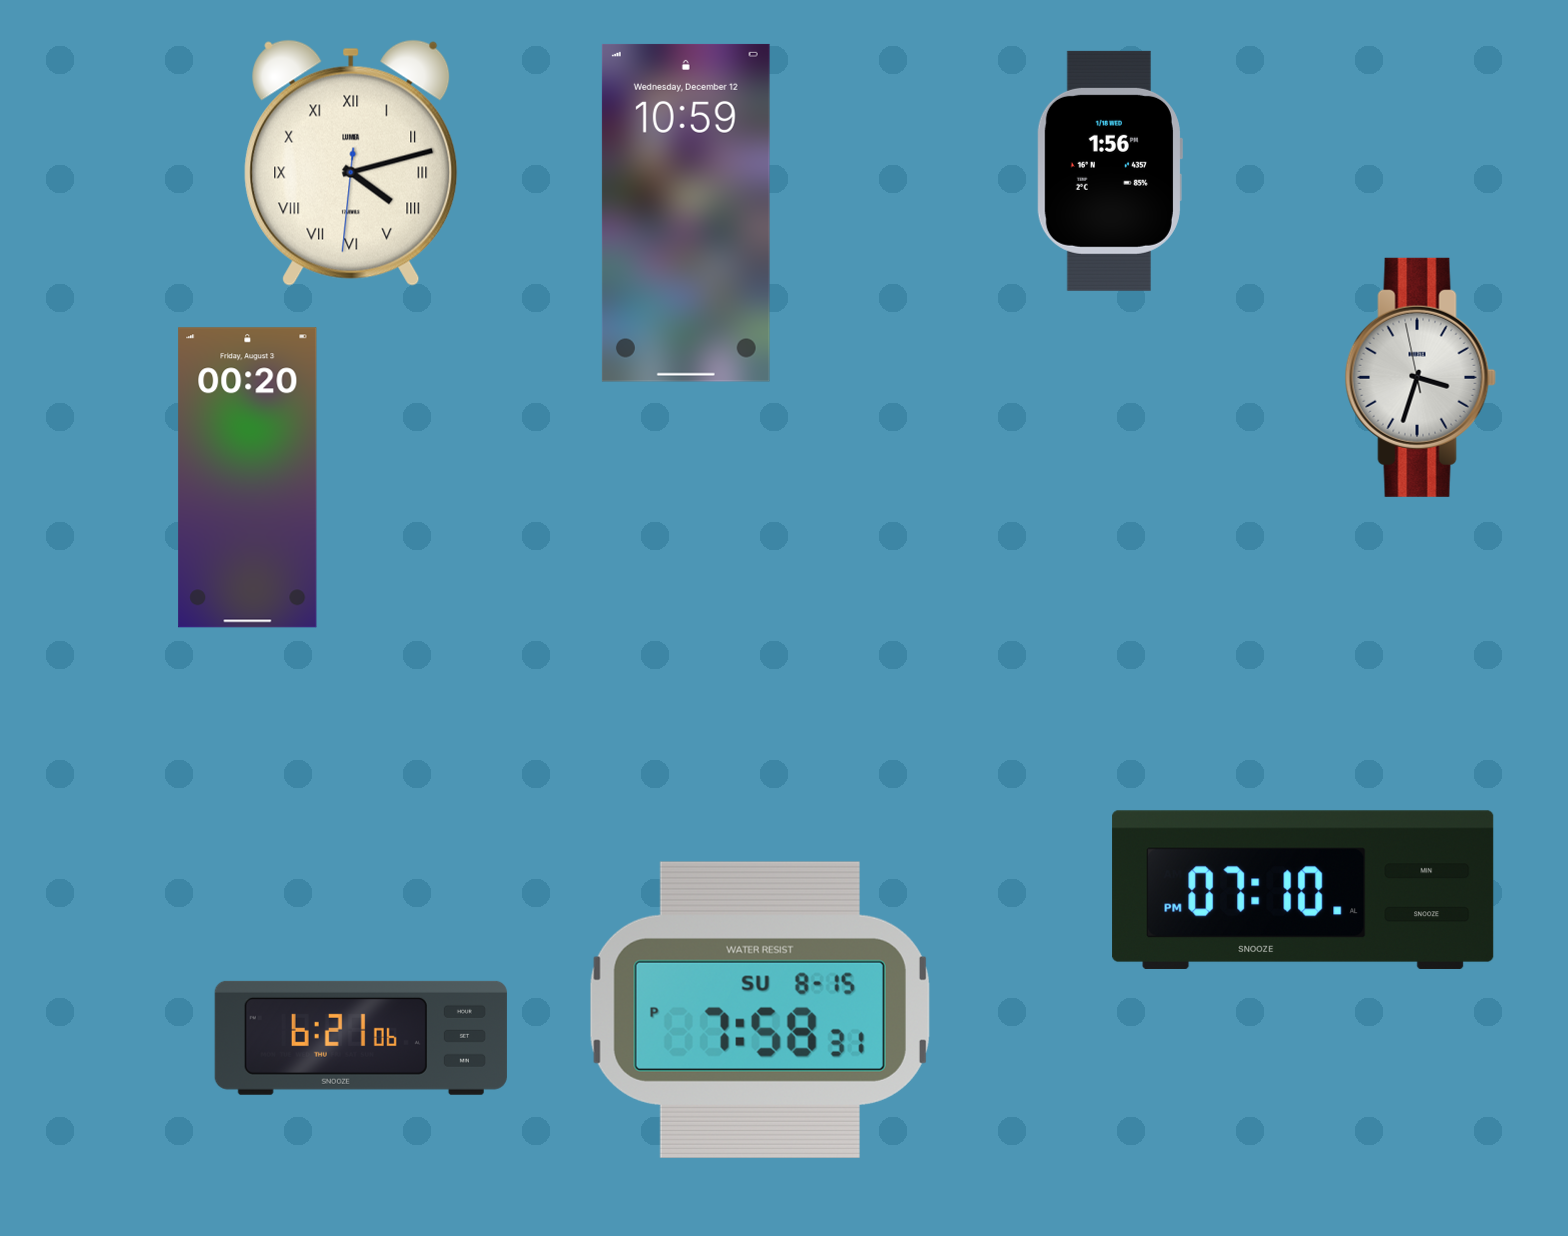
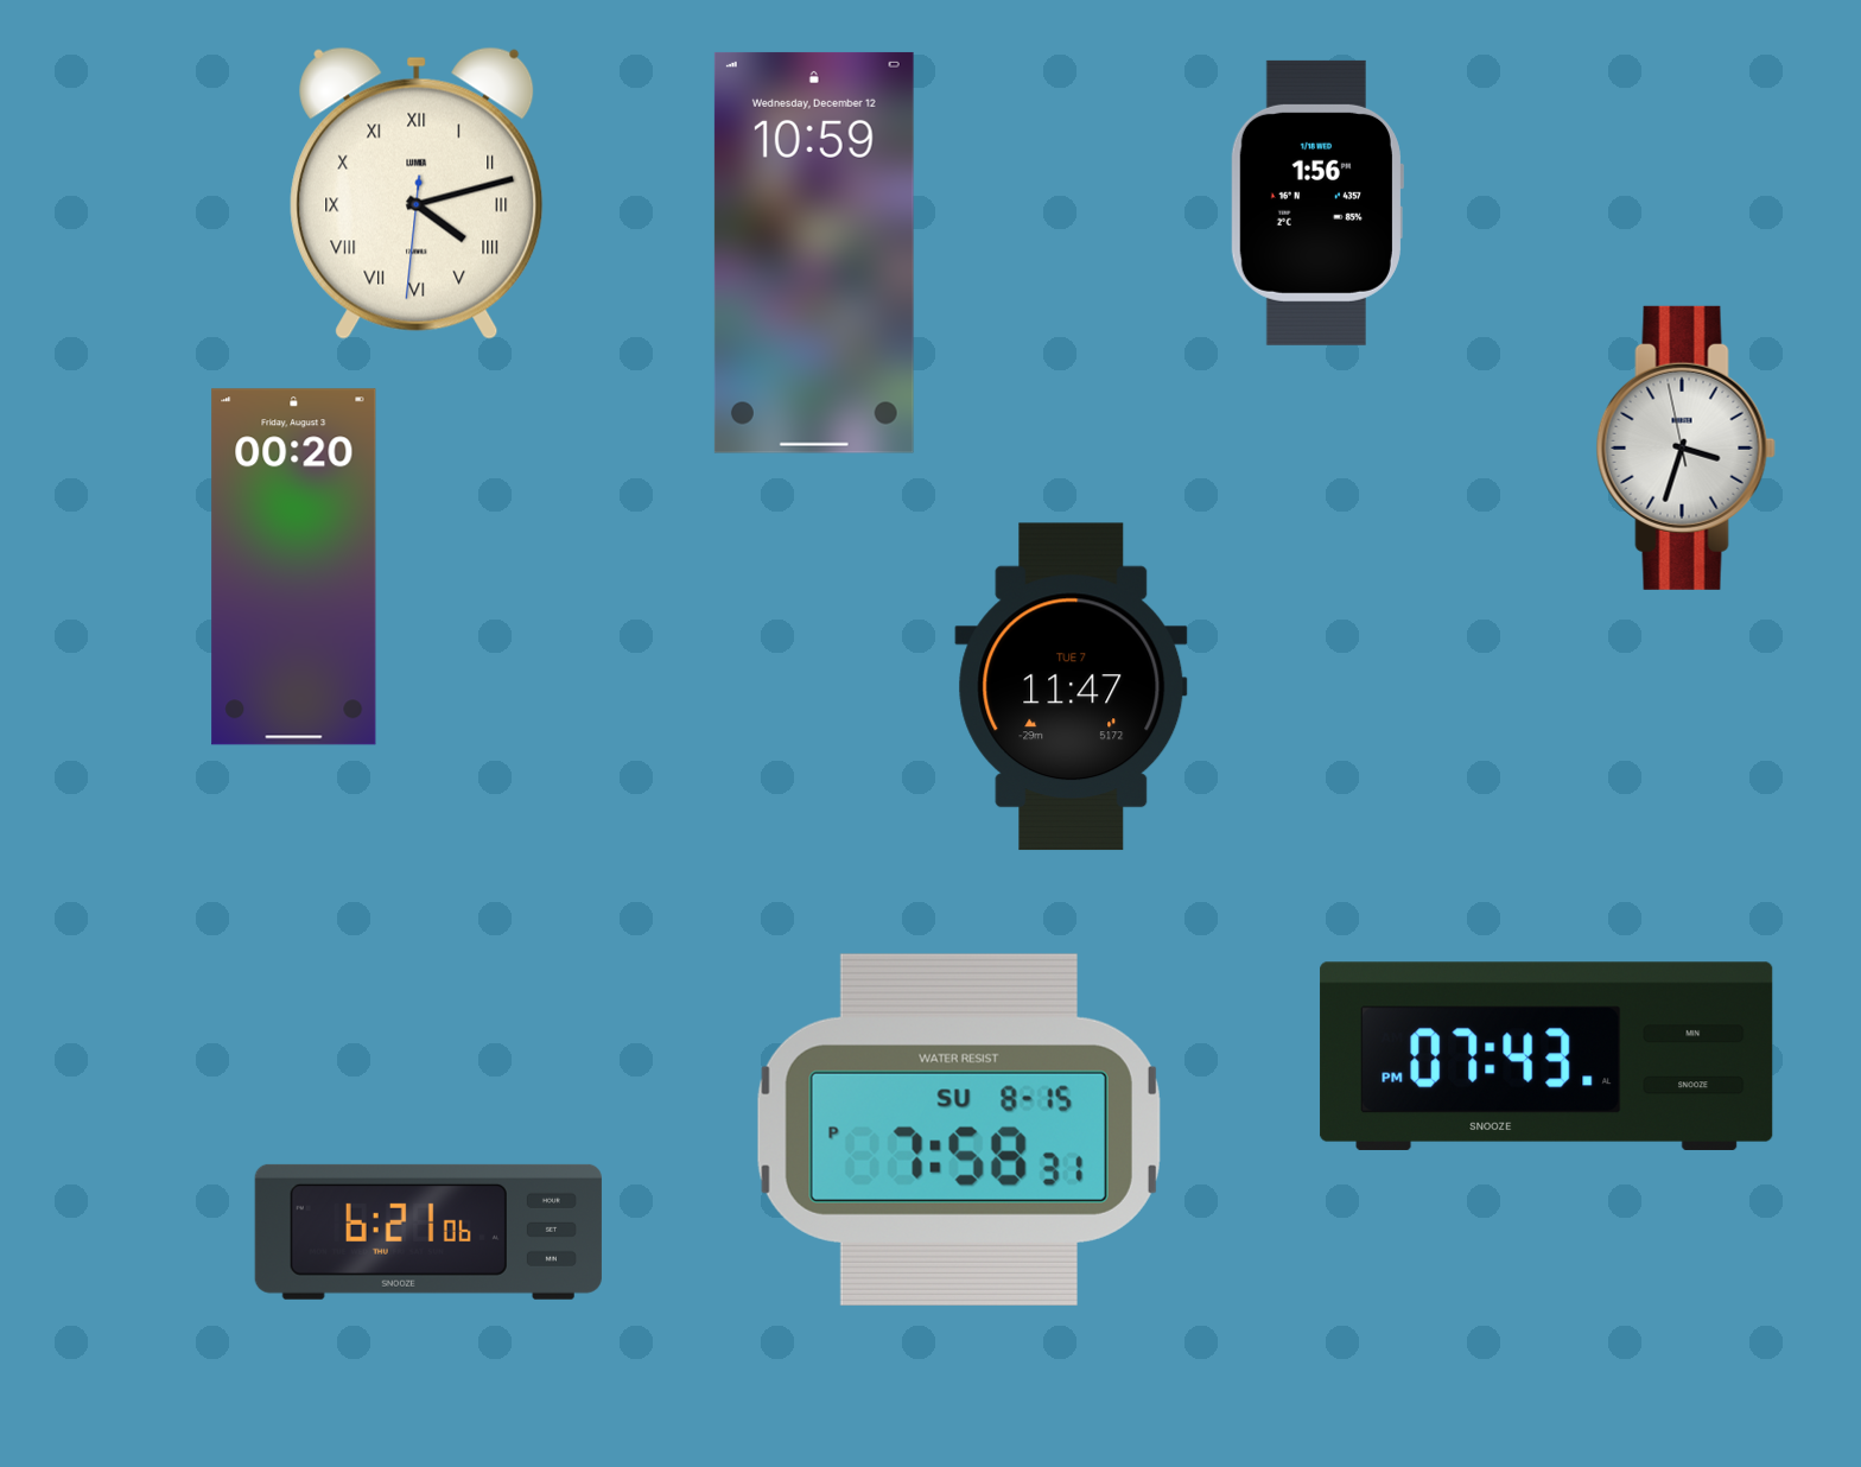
clock at (1072, 687): none -> 11:47
clock at (1303, 890): 07:10 -> 07:43
clock at (760, 1010) position: (760, 1010) -> (959, 1130)
